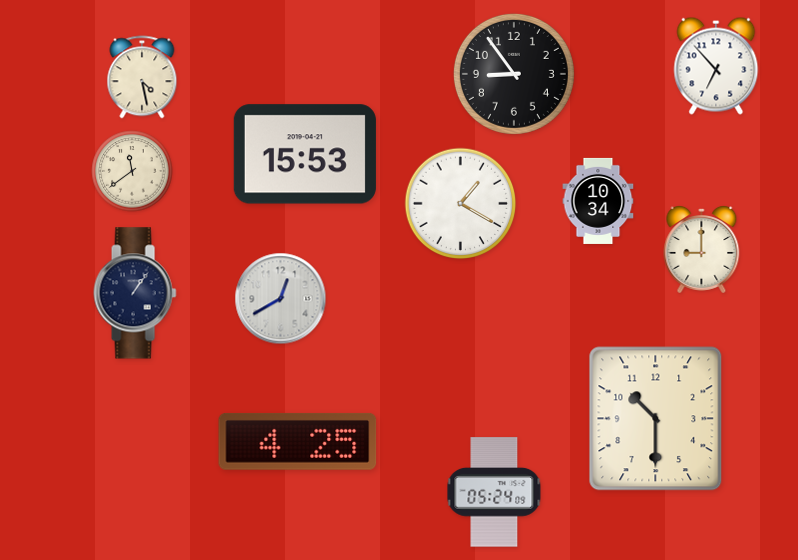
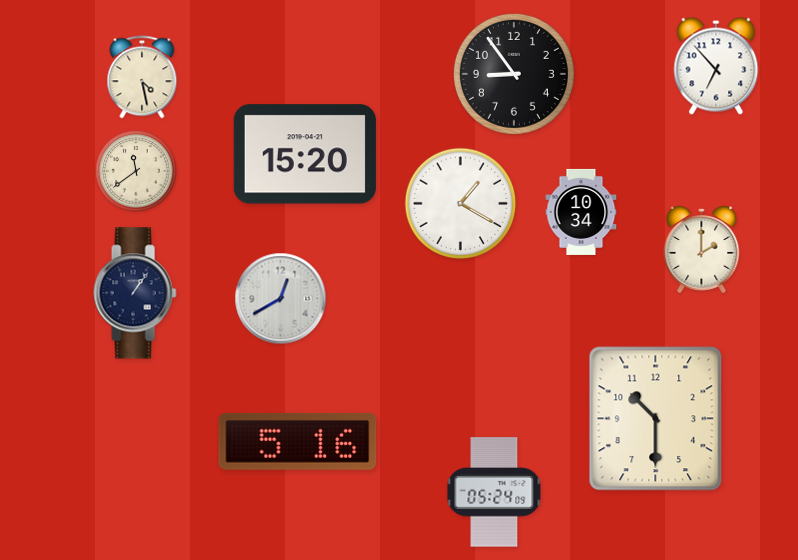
clock at (305, 154): 15:53 -> 15:20
clock at (132, 171) position: (132, 171) -> (136, 171)
clock at (598, 201) position: (598, 201) -> (581, 212)
clock at (702, 250): 9:00 -> 2:00
clock at (298, 441): 4:25 -> 5:16
